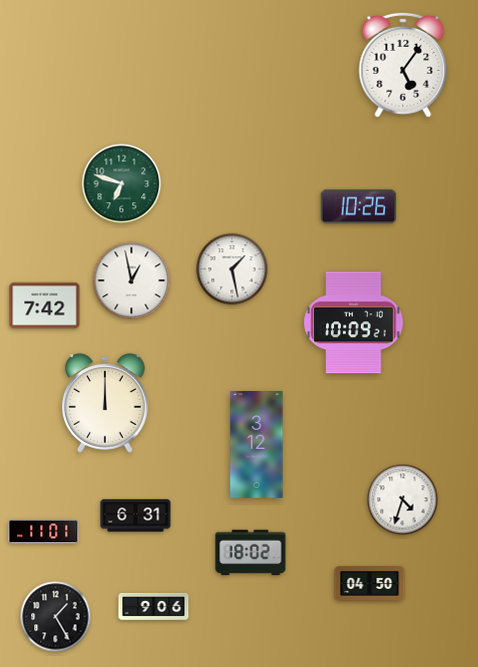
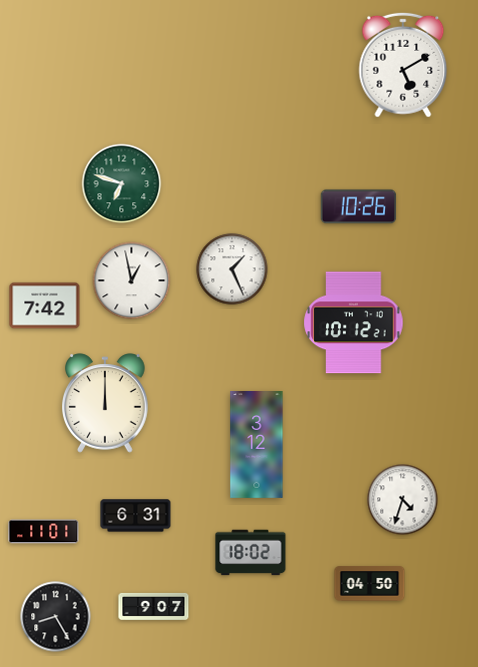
clock at (403, 65): 5:06 -> 5:10
clock at (232, 269): 1:28 -> 1:26
clock at (354, 323): 10:09 -> 10:12
clock at (154, 606): 9:06 -> 9:07
clock at (56, 617): 1:25 -> 8:25
